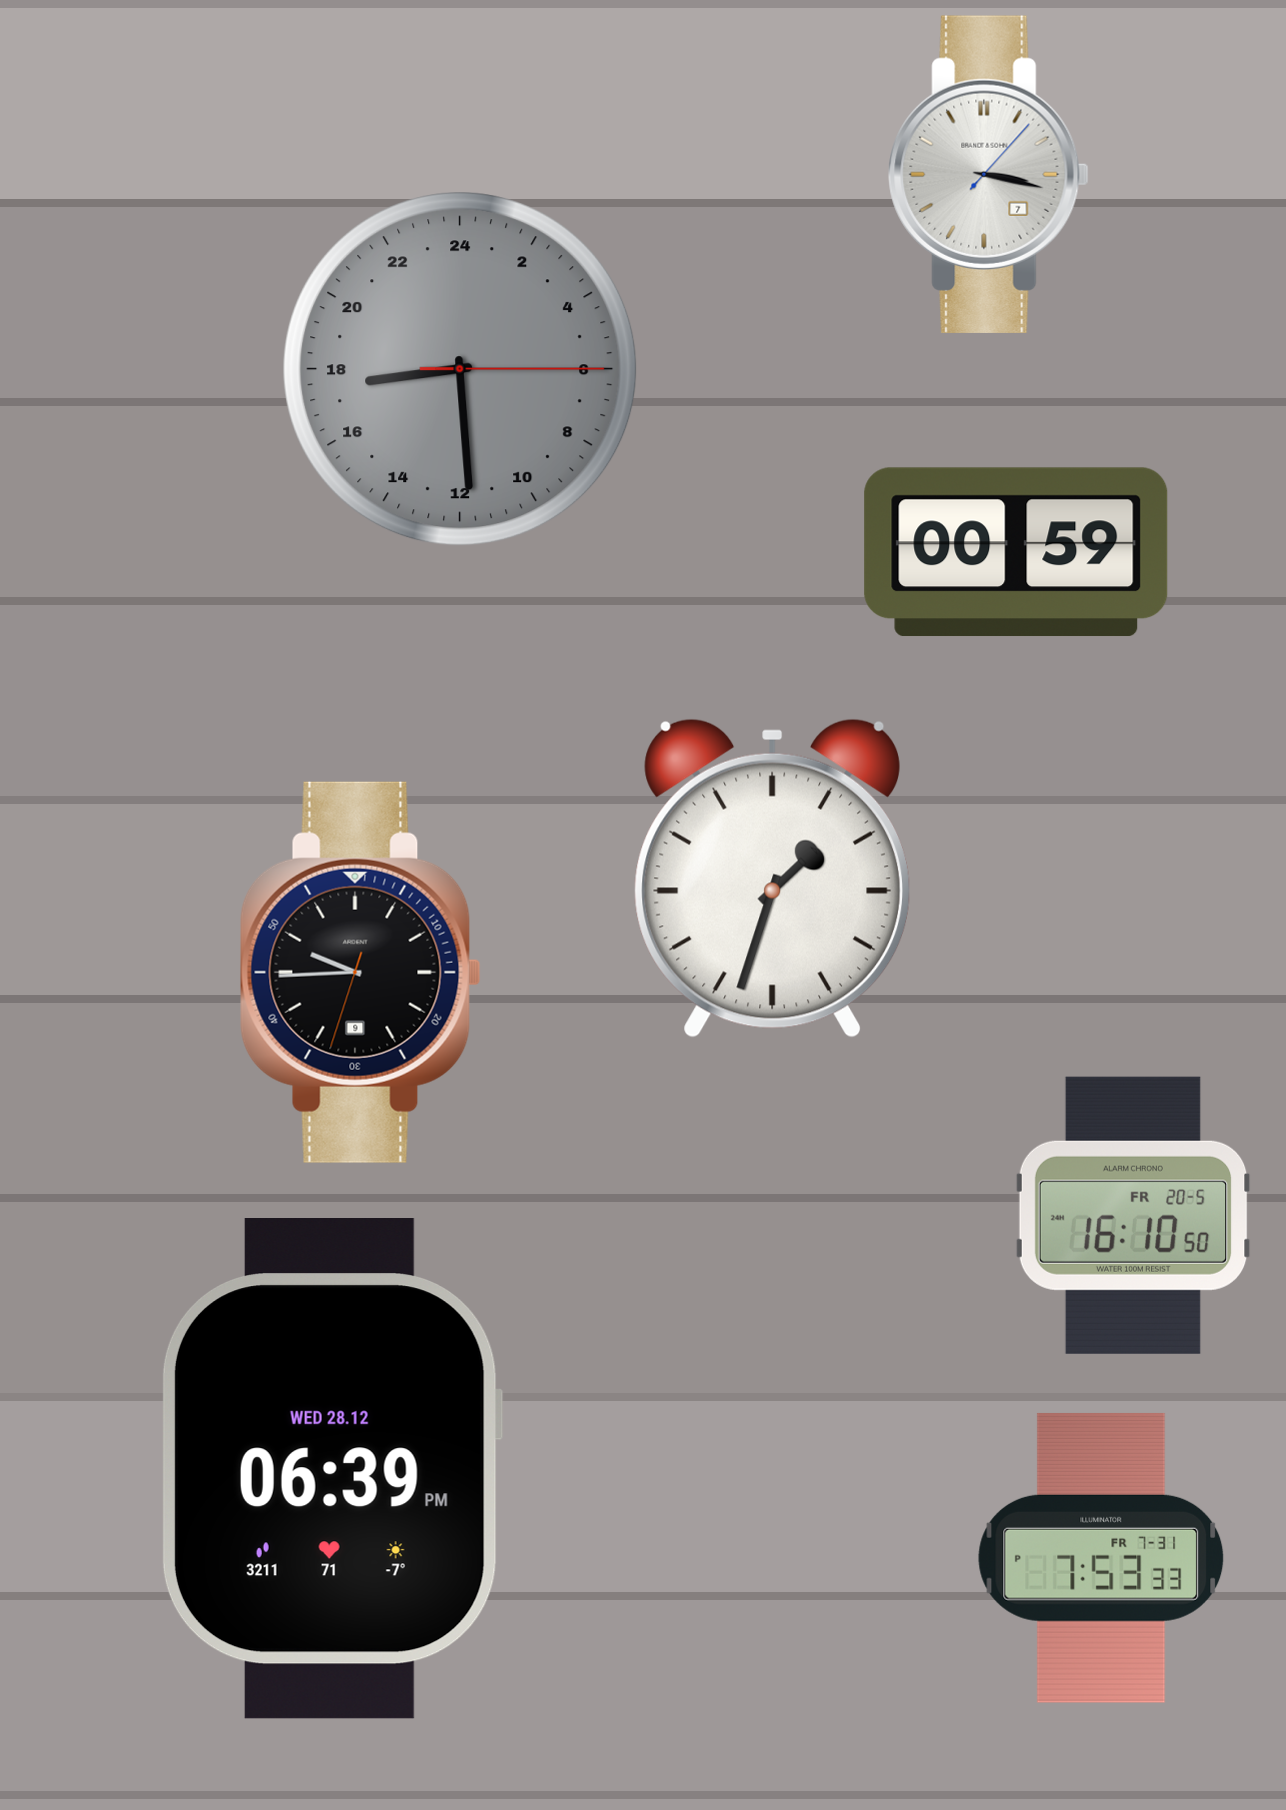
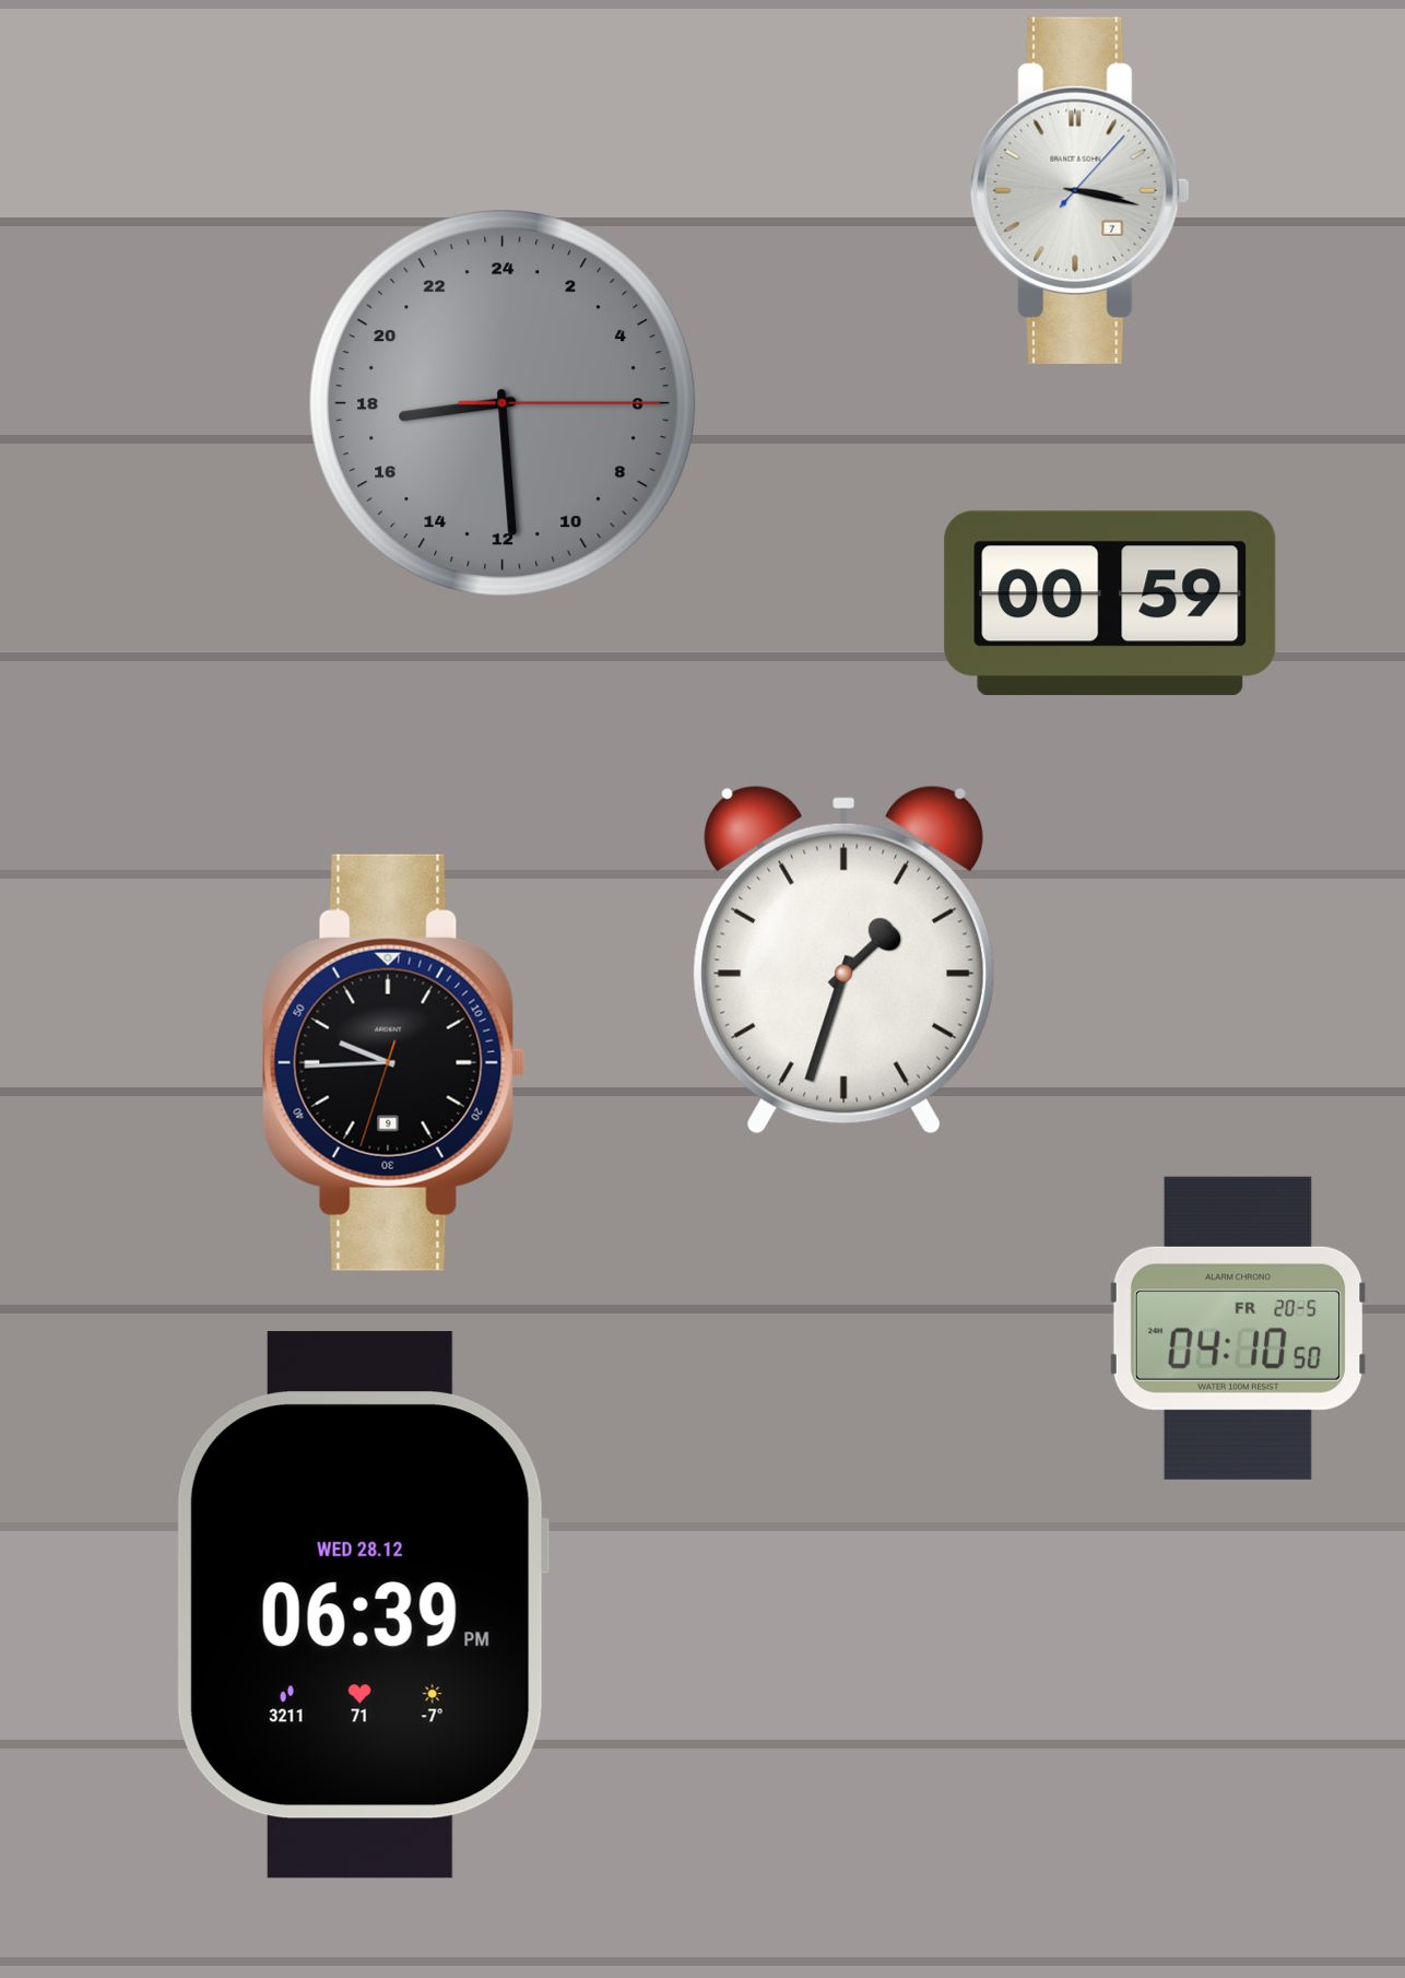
clock at (1133, 1215): 16:10 -> 04:10
clock at (1101, 1558): 7:53 -> none
